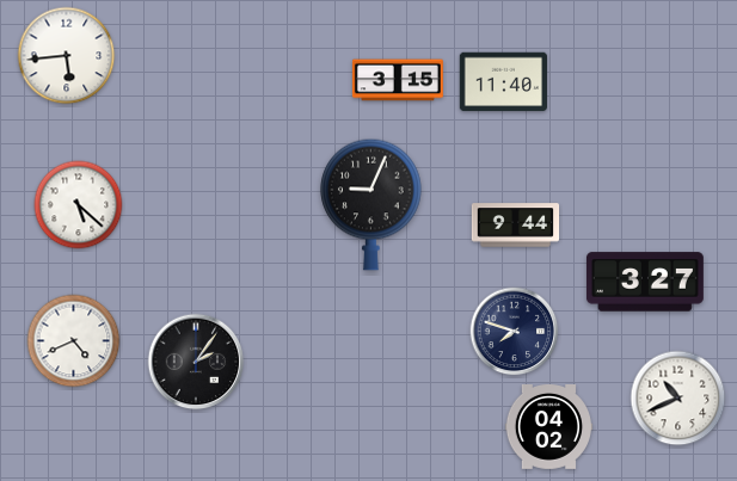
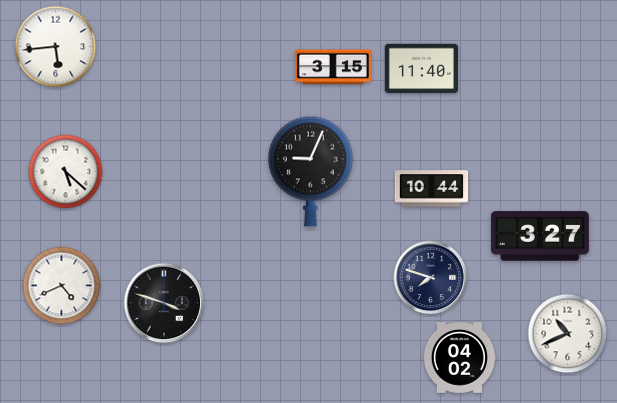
clock at (516, 226): 9:44 -> 10:44
clock at (196, 362): 2:06 -> 3:48
